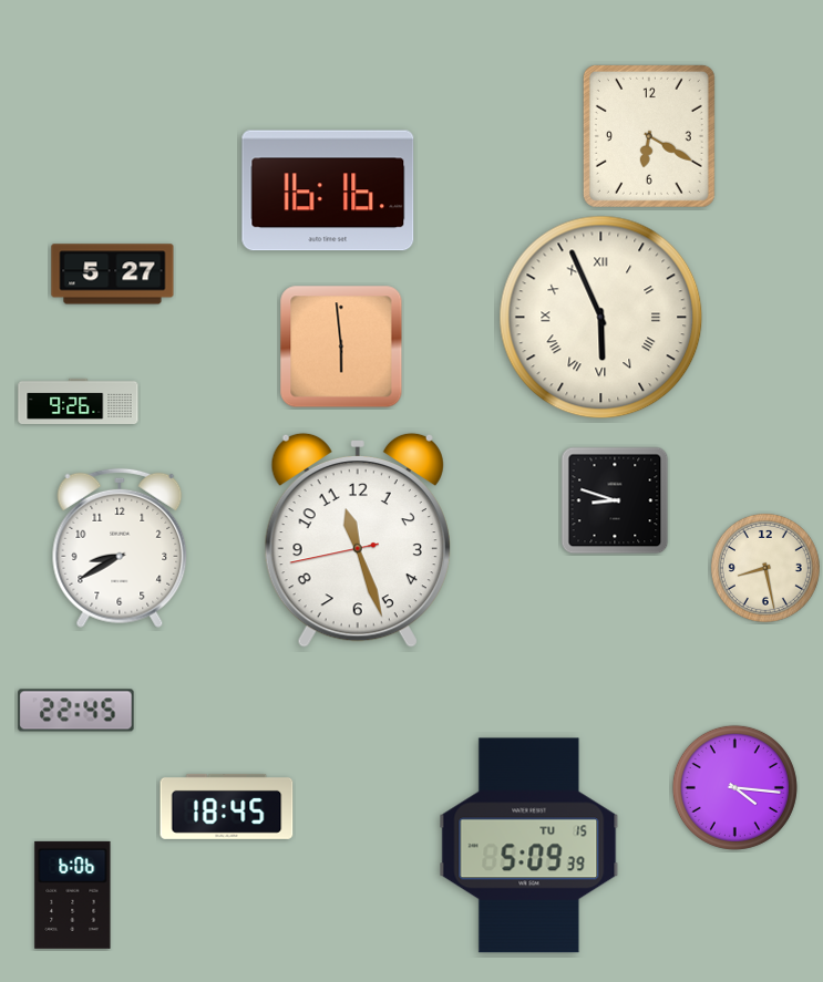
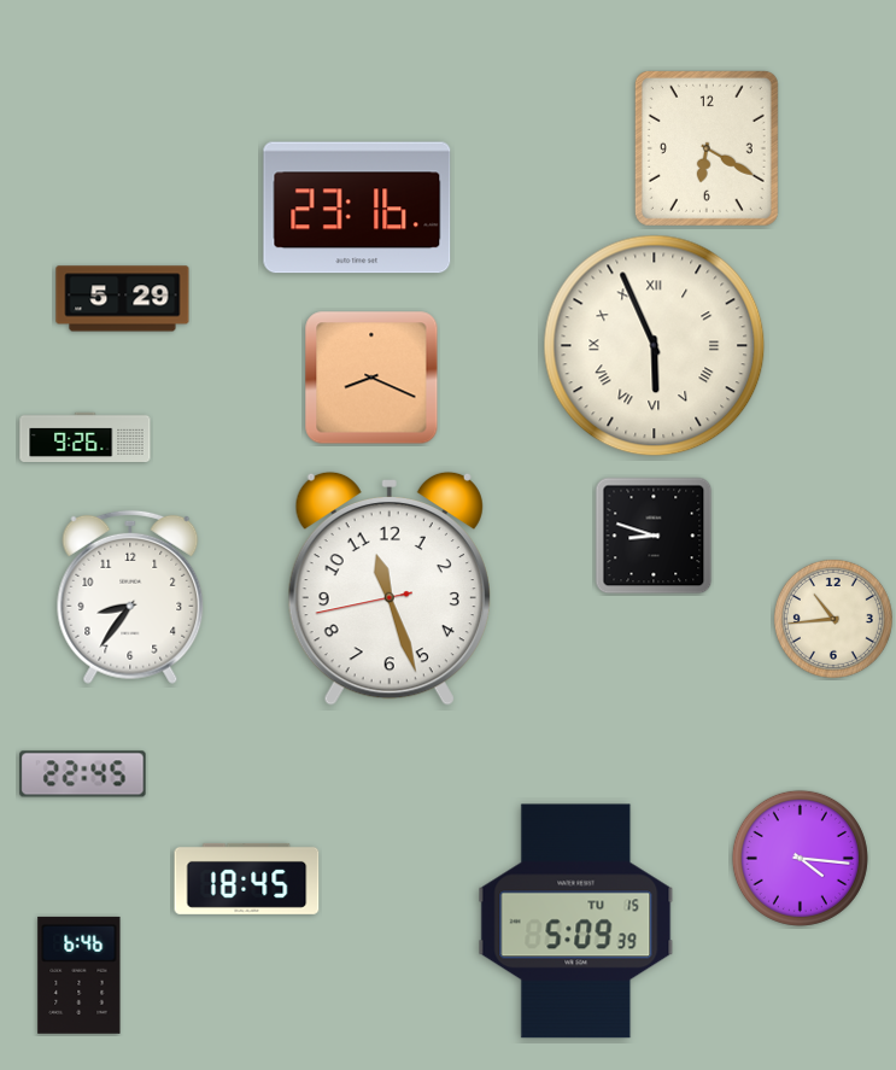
clock at (328, 190): 16:16 -> 23:16
clock at (113, 275): 5:27 -> 5:29
clock at (341, 347): 5:59 -> 8:19
clock at (615, 500) position: (615, 500) -> (654, 536)
clock at (120, 548): 8:40 -> 8:36
clock at (765, 568): 8:28 -> 10:44
clock at (73, 895): 6:06 -> 6:46
